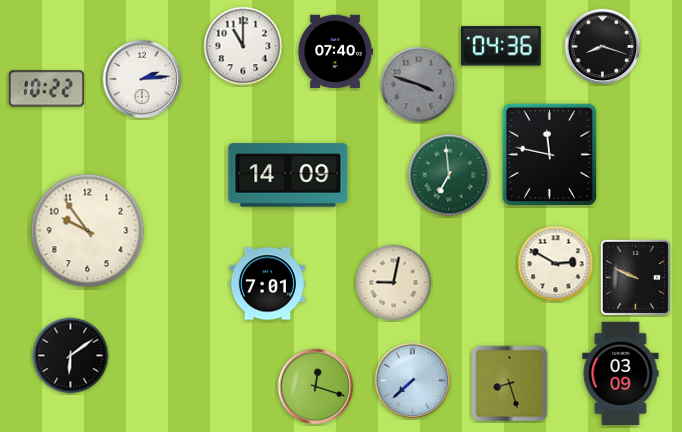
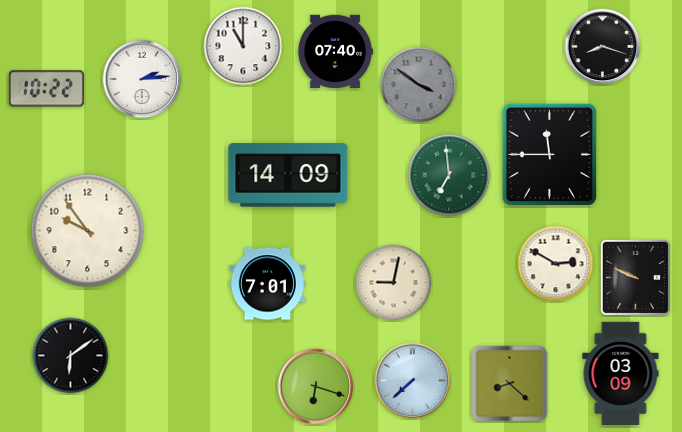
clock at (501, 46): 04:36 -> none
clock at (419, 85): 3:48 -> 3:51
clock at (549, 155): 11:47 -> 11:45
clock at (510, 384): 8:27 -> 8:22
clock at (316, 387): 12:18 -> 6:18
